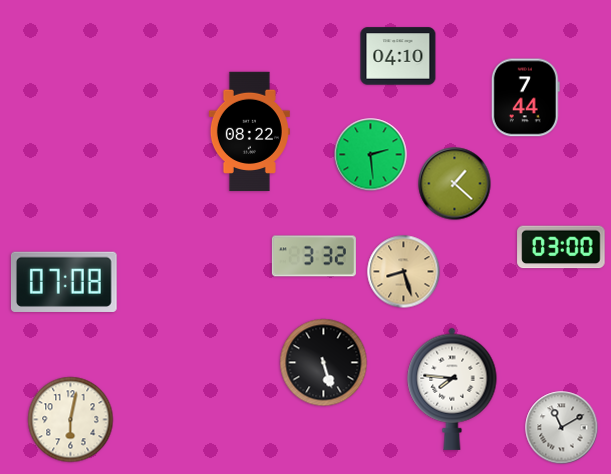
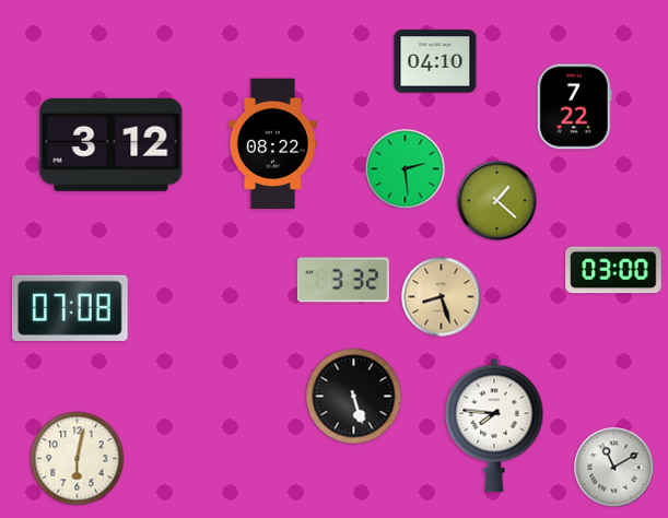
clock at (525, 98): 7:44 -> 7:22
clock at (112, 144): none -> 3:12
